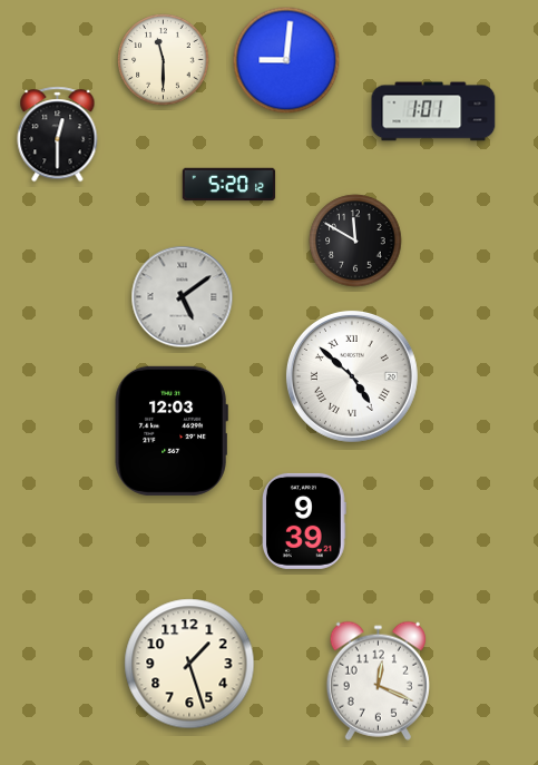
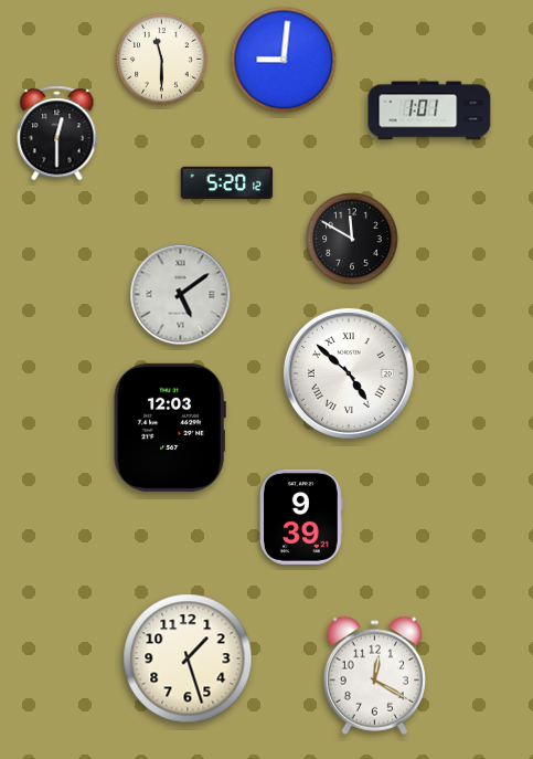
clock at (378, 680): 12:19 -> 12:20
